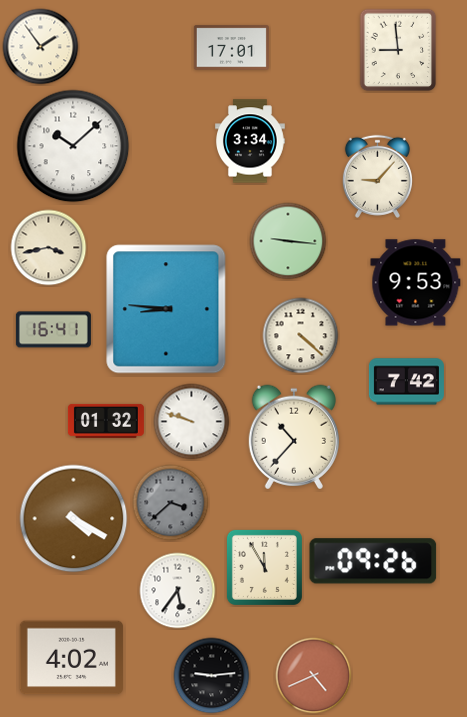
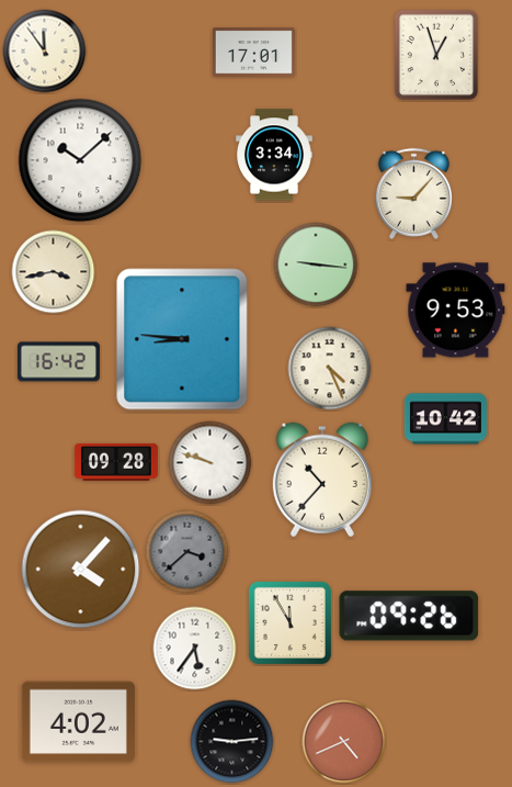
clock at (41, 47): 1:54 -> 11:54
clock at (398, 50): 8:59 -> 12:57
clock at (53, 330): 16:41 -> 16:42
clock at (301, 336): 4:22 -> 4:26
clock at (406, 382): 7:42 -> 10:42
clock at (106, 421): 01:32 -> 09:28
clock at (74, 519): 4:20 -> 4:07
